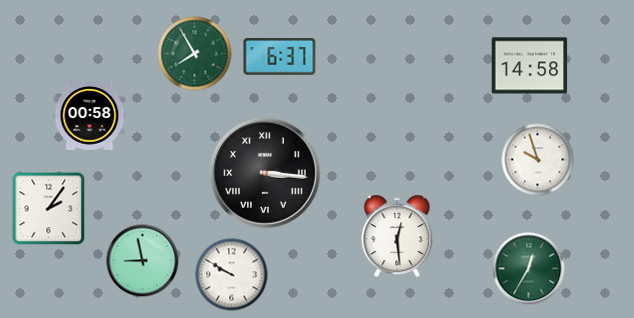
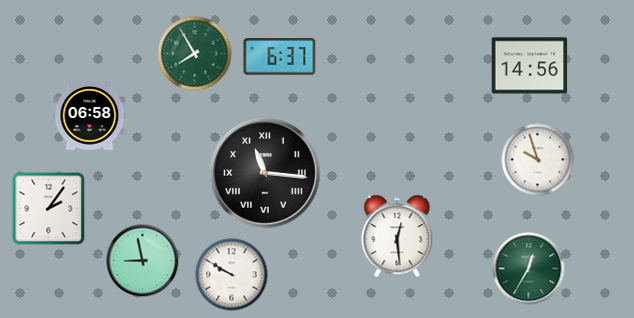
clock at (530, 66): 14:58 -> 14:56
clock at (90, 116): 00:58 -> 06:58
clock at (266, 174): 3:16 -> 11:16
